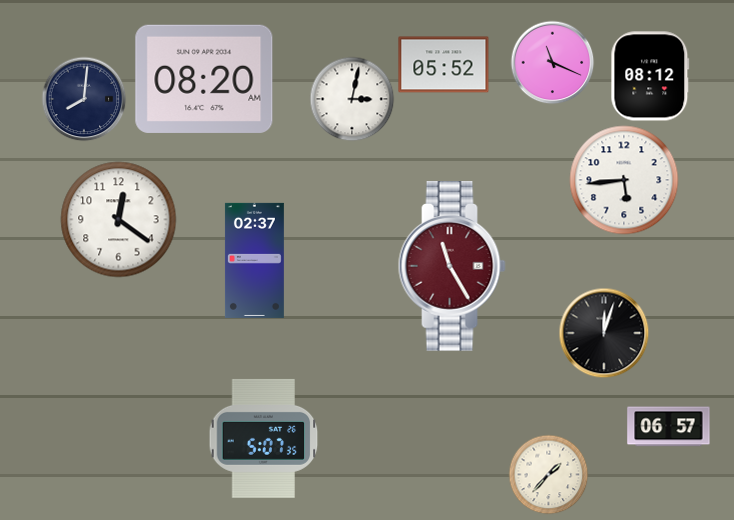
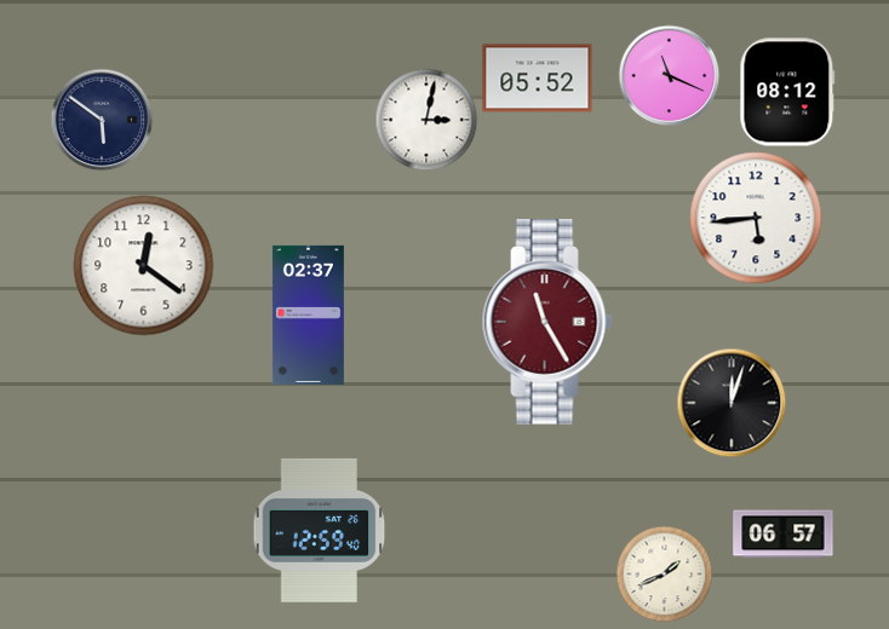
clock at (204, 79): 08:20 -> none
clock at (84, 99): 8:01 -> 5:51
clock at (669, 427) position: (669, 427) -> (784, 535)
clock at (264, 438): 5:07 -> 12:59
clock at (548, 474): 1:37 -> 1:41
